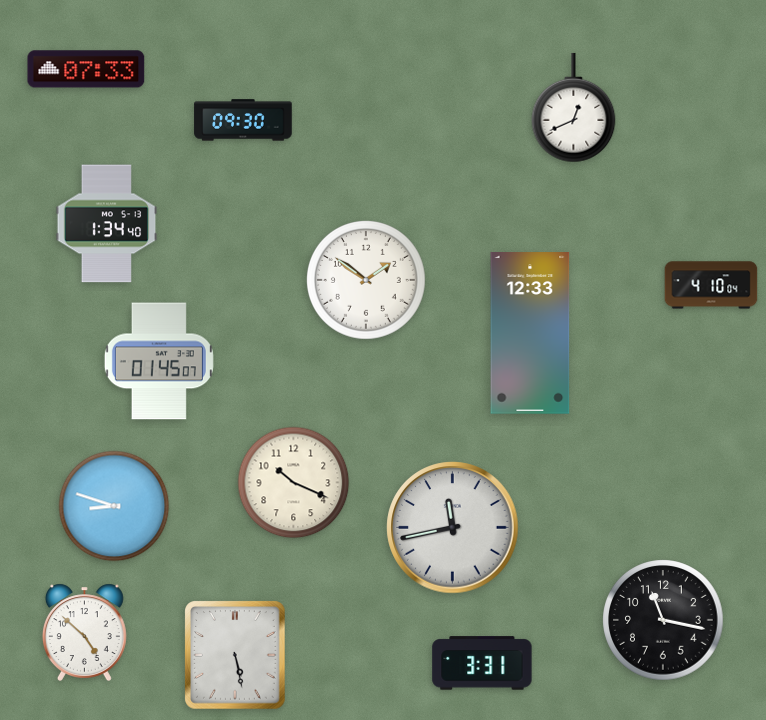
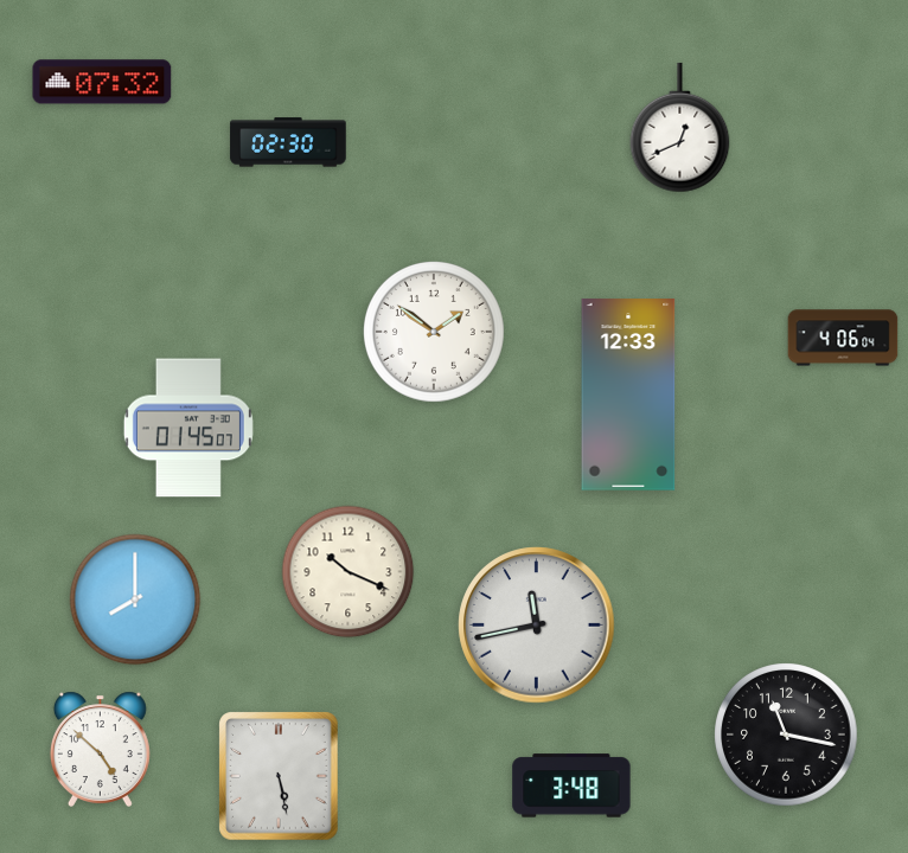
clock at (86, 69): 07:33 -> 07:32
clock at (243, 120): 09:30 -> 02:30
clock at (107, 224): 1:34 -> none
clock at (711, 285): 4:10 -> 4:06
clock at (114, 506): 8:48 -> 8:00
clock at (482, 663): 3:31 -> 3:48
